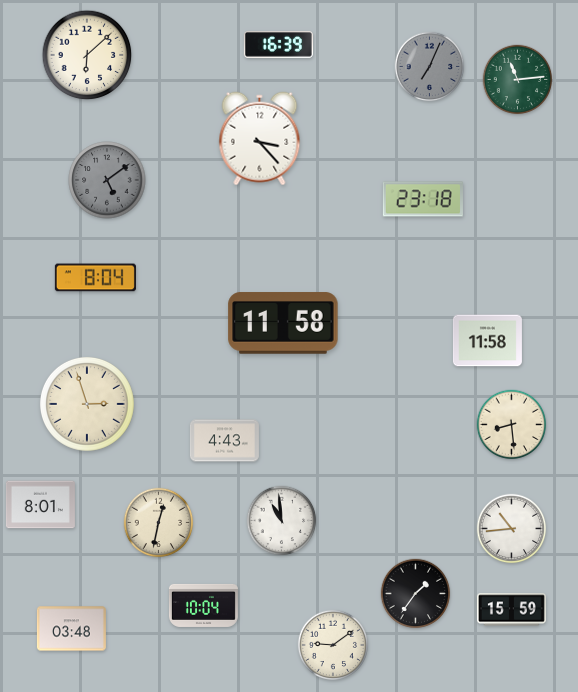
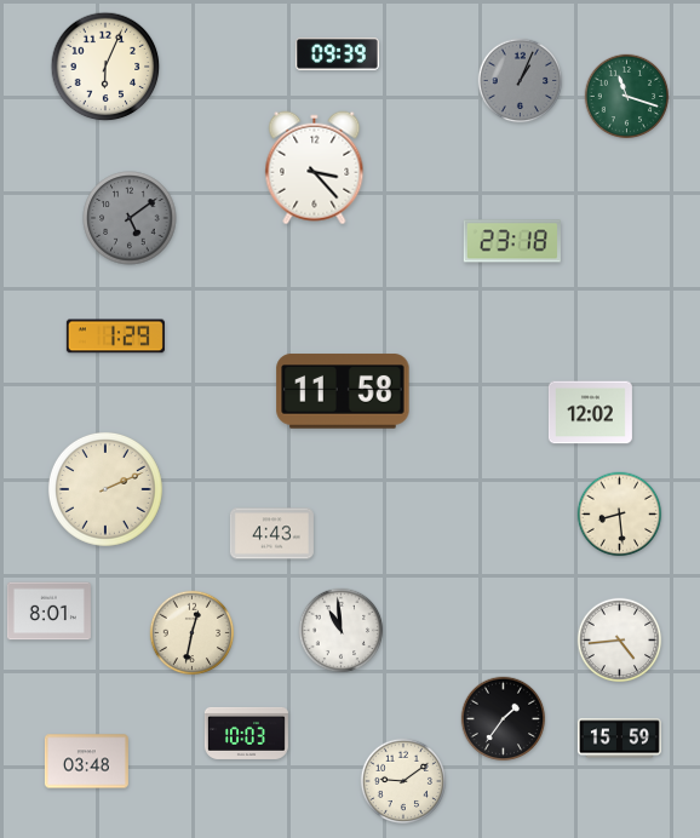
clock at (278, 45): 16:39 -> 09:39
clock at (87, 55): 6:08 -> 6:04
clock at (430, 67): 7:04 -> 1:04
clock at (518, 80): 11:14 -> 11:18
clock at (95, 278): 8:04 -> 1:29
clock at (487, 341): 11:58 -> 12:02
clock at (87, 404): 2:57 -> 2:11
clock at (512, 529): 10:44 -> 4:44
clock at (203, 605): 10:04 -> 10:03
